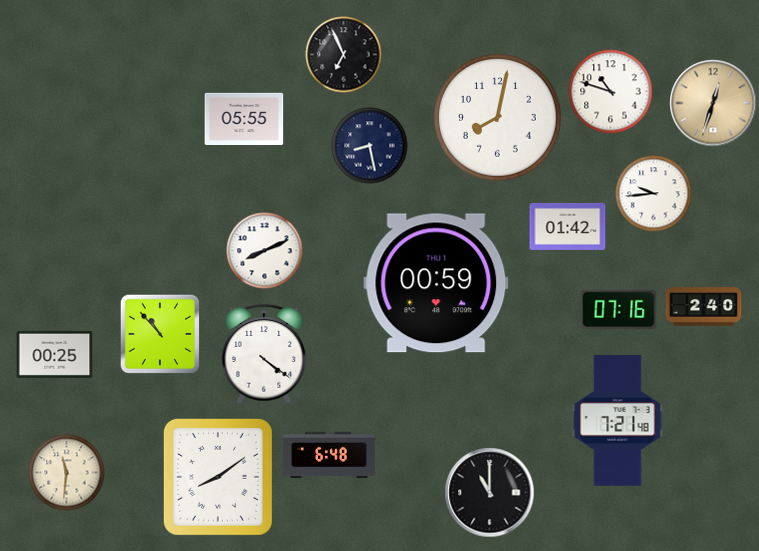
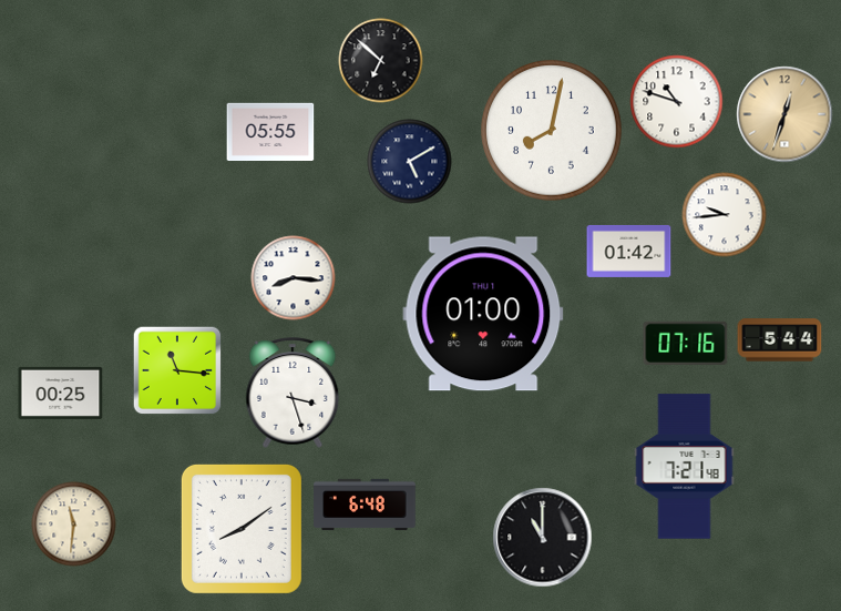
clock at (344, 55): 6:56 -> 6:52
clock at (713, 103) position: (713, 103) -> (784, 114)
clock at (370, 146): 8:28 -> 5:10
clock at (265, 251): 8:11 -> 8:16
clock at (436, 283): 00:59 -> 01:00
clock at (704, 307): 2:40 -> 5:44
clock at (160, 334): 10:53 -> 11:16
clock at (264, 354): 4:21 -> 3:27
clock at (490, 493) position: (490, 493) -> (543, 538)
